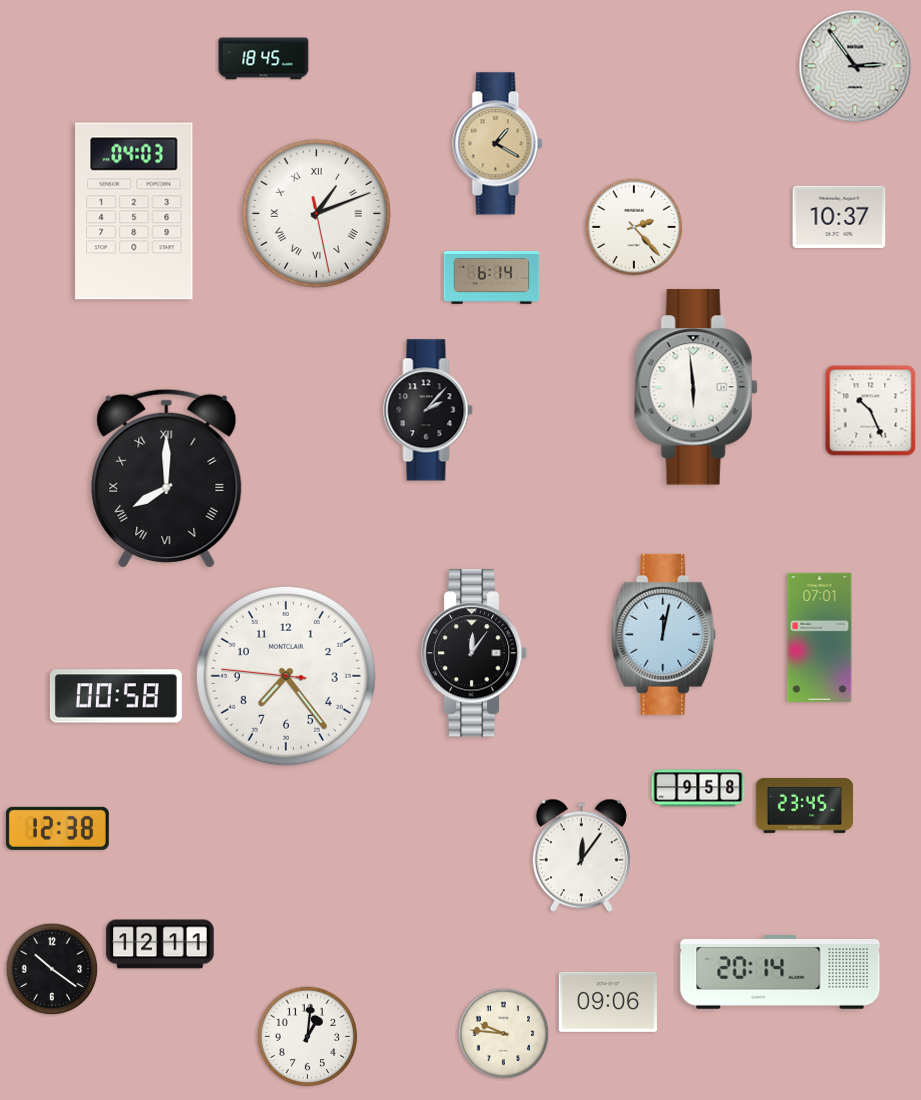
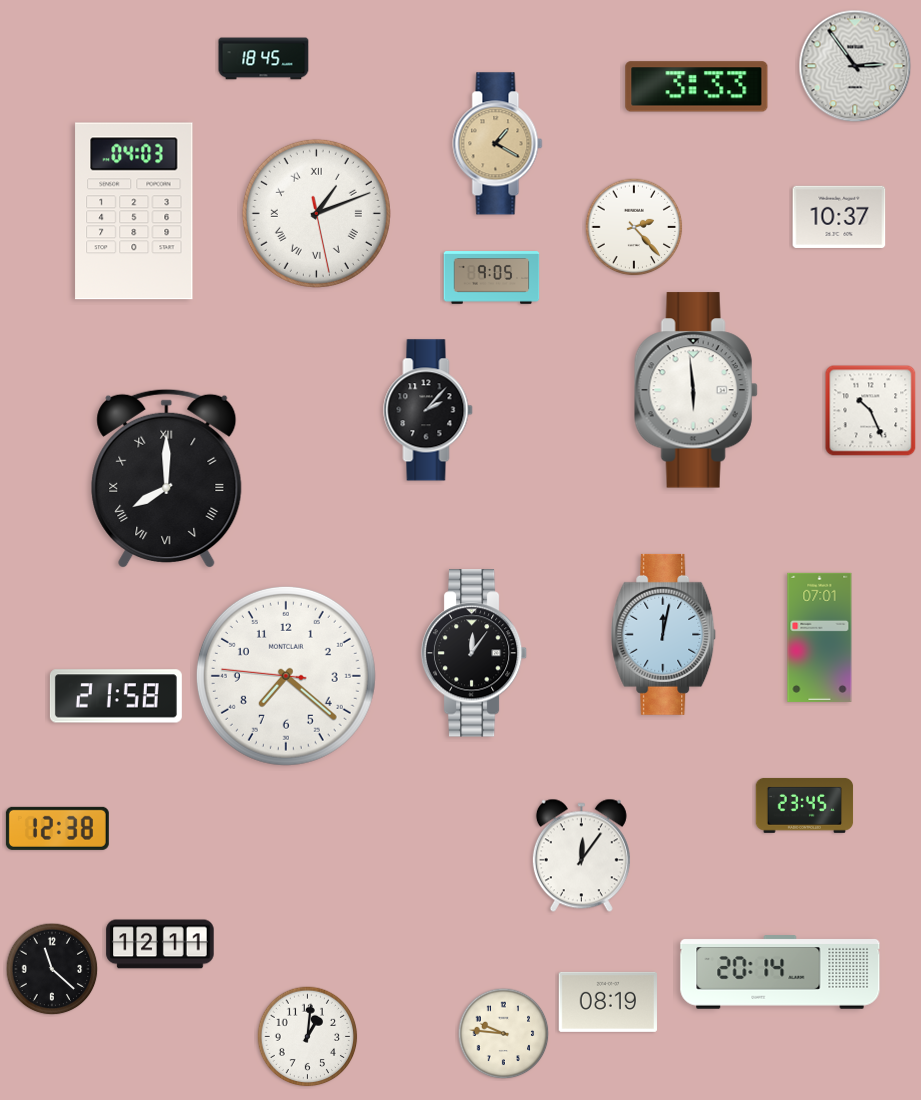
clock at (697, 87): none -> 3:33
clock at (492, 278): 6:14 -> 9:05
clock at (696, 387) position: (696, 387) -> (696, 390)
clock at (286, 676): 7:23 -> 7:21
clock at (116, 696): 00:58 -> 21:58
clock at (698, 788): 9:58 -> none
clock at (52, 969): 10:21 -> 11:22
clock at (608, 1002): 09:06 -> 08:19
